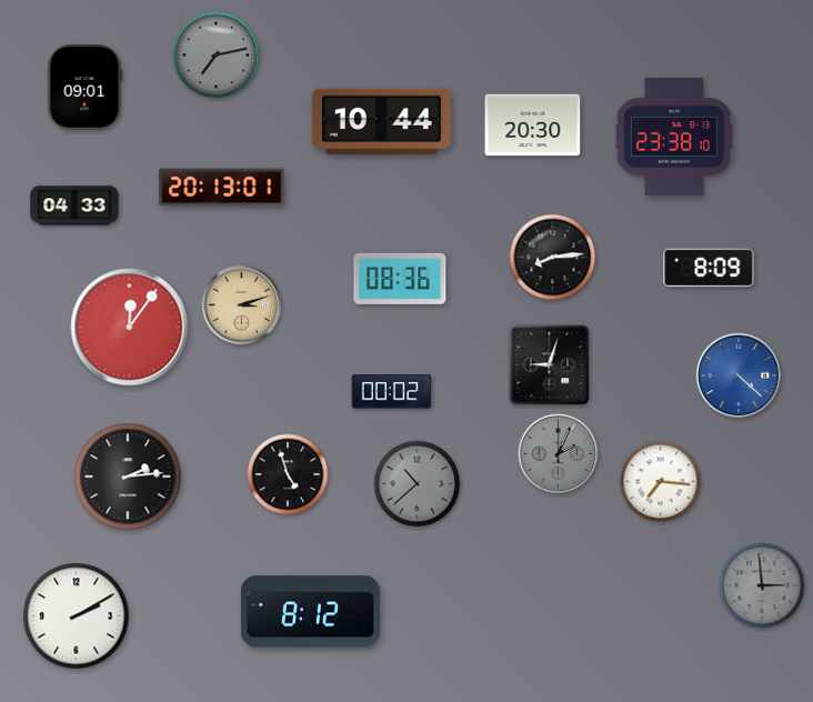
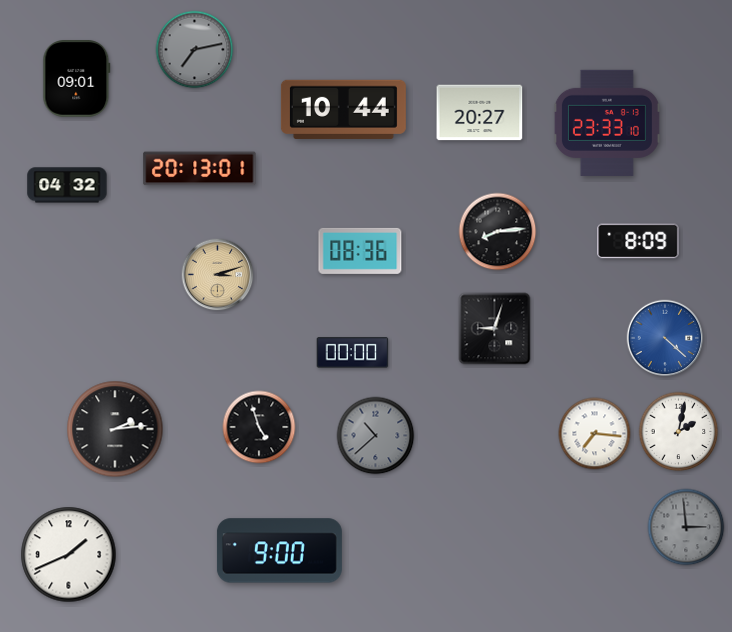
clock at (533, 126): 20:30 -> 20:27
clock at (674, 137): 23:38 -> 23:33
clock at (74, 205): 04:33 -> 04:32
clock at (130, 328): 12:06 -> none
clock at (392, 392): 00:02 -> 00:00
clock at (559, 454): 2:04 -> none
clock at (679, 432): none -> 2:02
clock at (310, 612): 8:12 -> 9:00
clock at (77, 616): 2:10 -> 1:41
